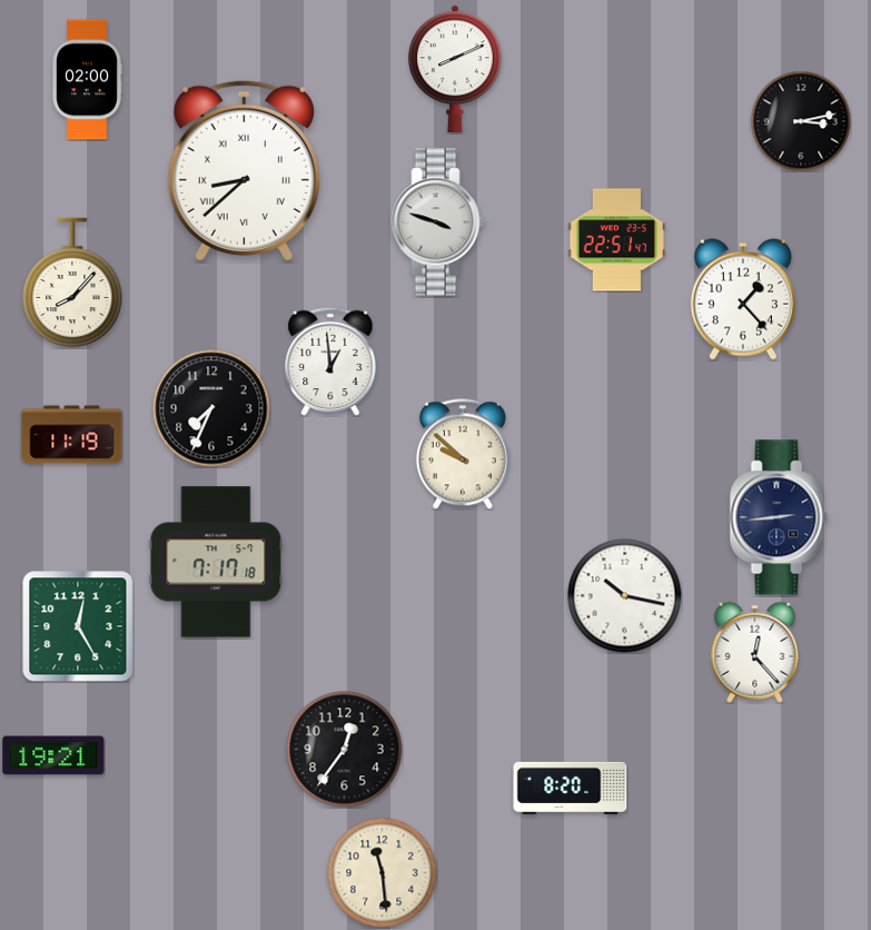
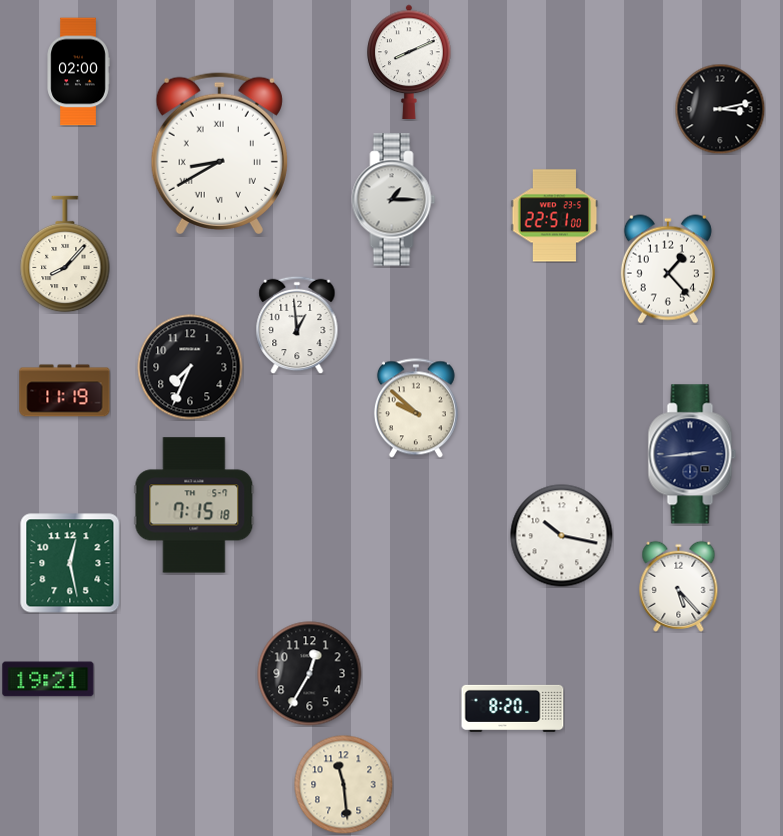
clock at (244, 170): 8:38 -> 8:40
clock at (438, 222): 3:48 -> 1:15
clock at (617, 240): 22:51:47 -> 22:51:00
clock at (779, 517) position: (779, 517) -> (692, 454)
clock at (216, 562): 7:17 -> 7:15
clock at (78, 626): 12:25 -> 12:28
clock at (755, 652): 12:23 -> 5:23
clock at (345, 750): 12:36 -> 12:35
